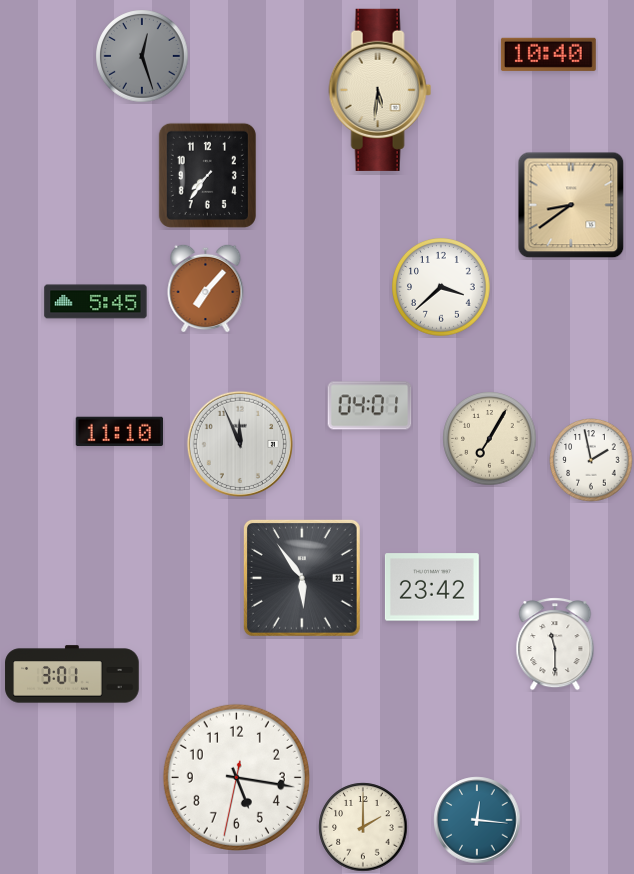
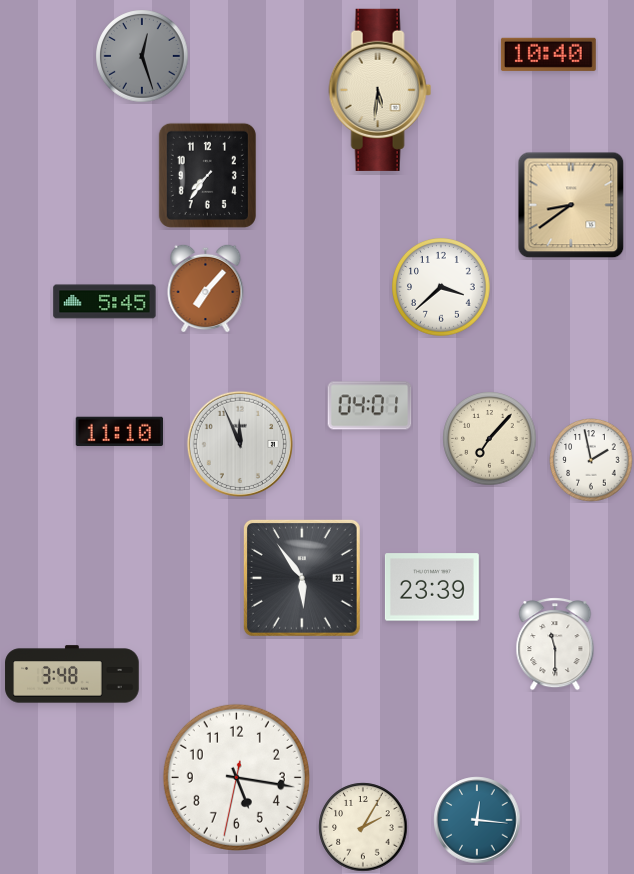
clock at (96, 302) position: (96, 302) -> (105, 302)
clock at (490, 439): 7:05 -> 7:07
clock at (432, 587): 23:42 -> 23:39
clock at (72, 674): 3:01 -> 3:48
clock at (363, 827): 2:00 -> 2:05
